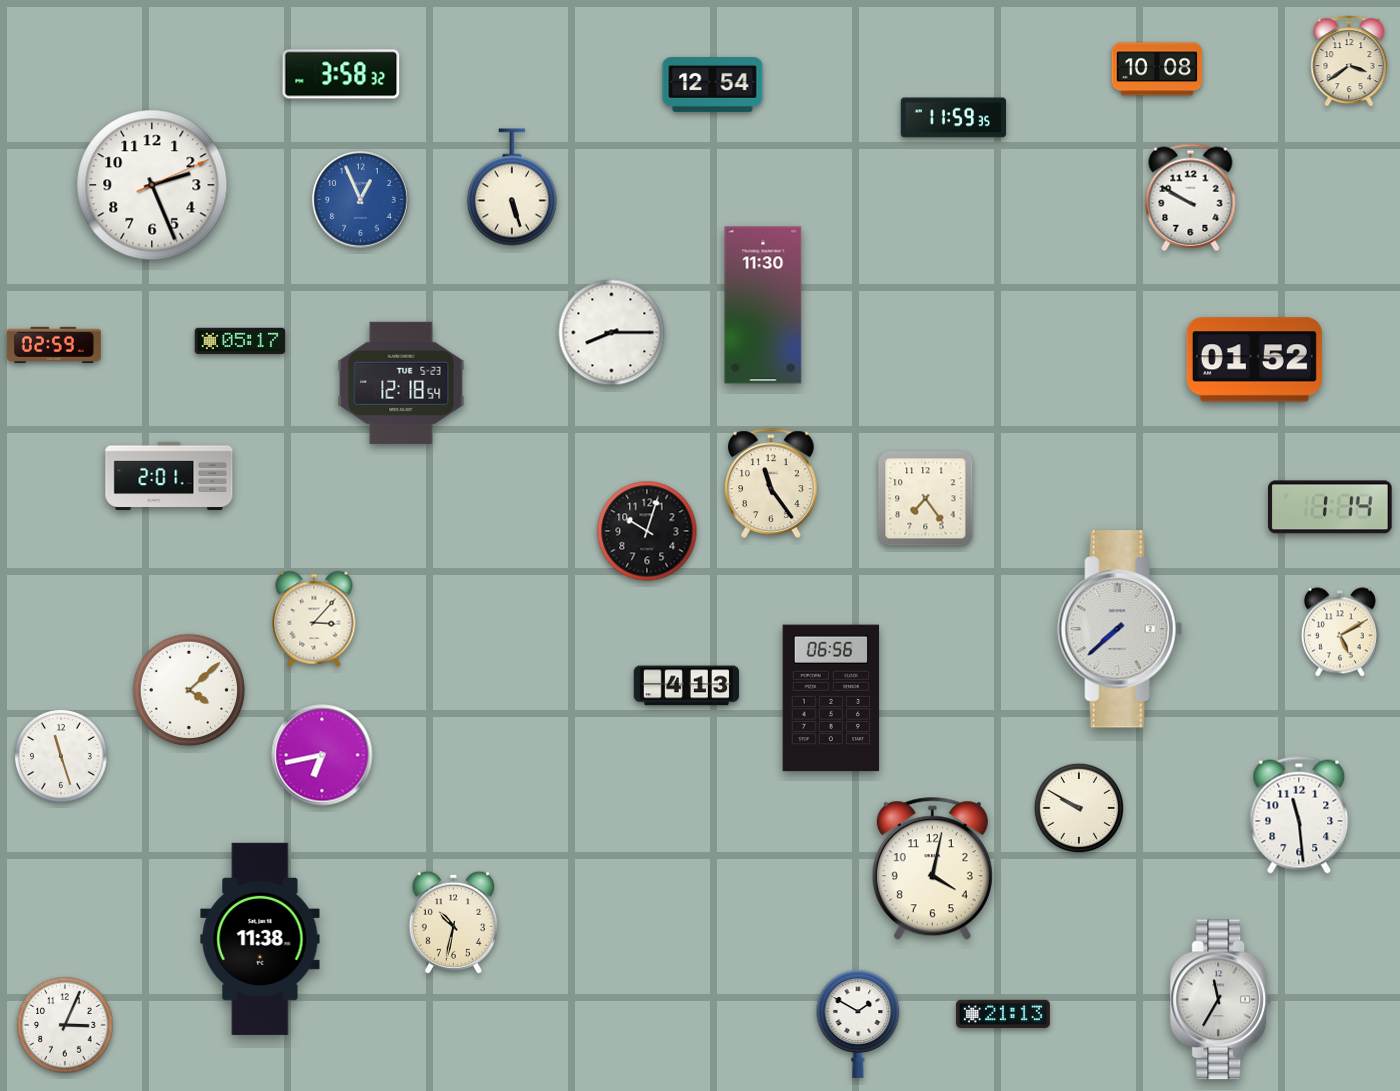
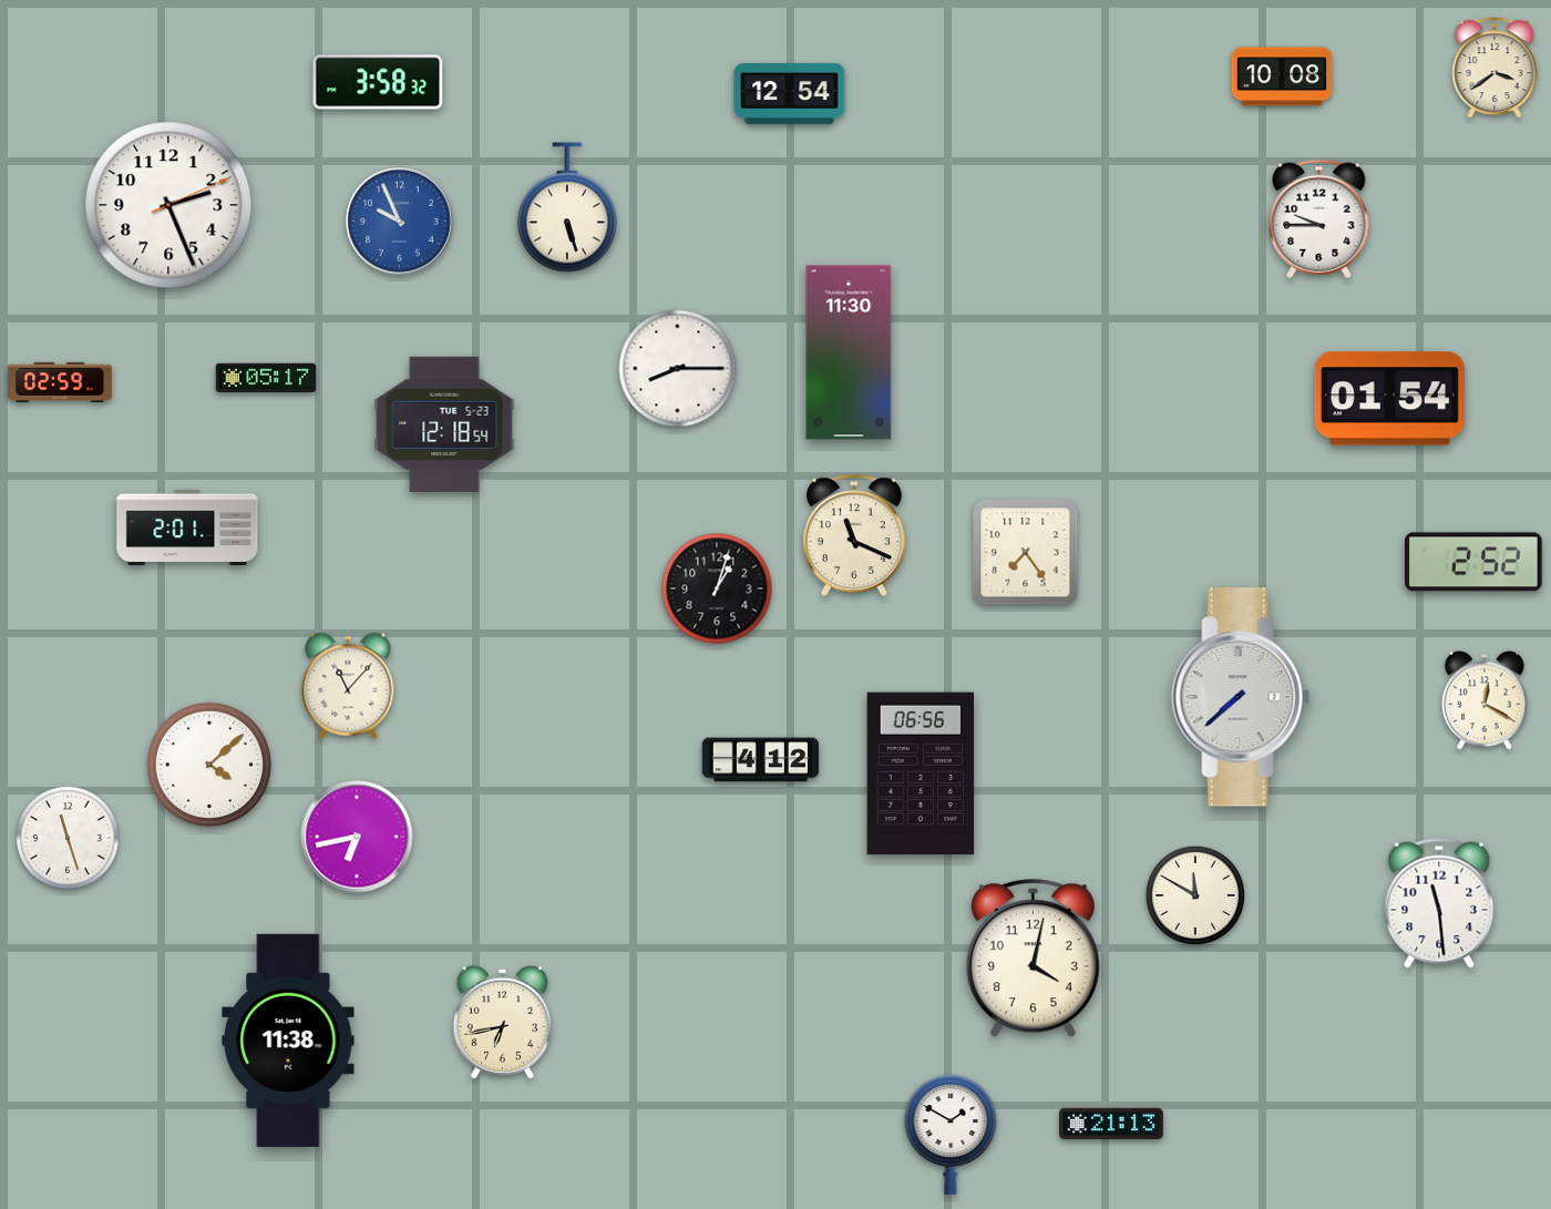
clock at (954, 118): 11:59 -> none
clock at (1191, 198): 9:50 -> 9:45
clock at (361, 200): 12:56 -> 9:56
clock at (763, 305) position: (763, 305) -> (849, 352)
clock at (1254, 360): 01:52 -> 01:54
clock at (771, 482): 11:24 -> 11:19
clock at (1331, 507): 1:14 -> 2:52
clock at (647, 531): 10:03 -> 1:03
clock at (314, 619): 3:07 -> 11:07
clock at (1340, 632): 5:10 -> 12:20
clock at (687, 686): 4:13 -> 4:12
clock at (1079, 808): 9:50 -> 11:50
clock at (932, 869) position: (932, 869) -> (1033, 959)
clock at (453, 922): 10:32 -> 6:43
clock at (1221, 1000): 11:35 -> none
clock at (65, 1025): 3:04 -> none
